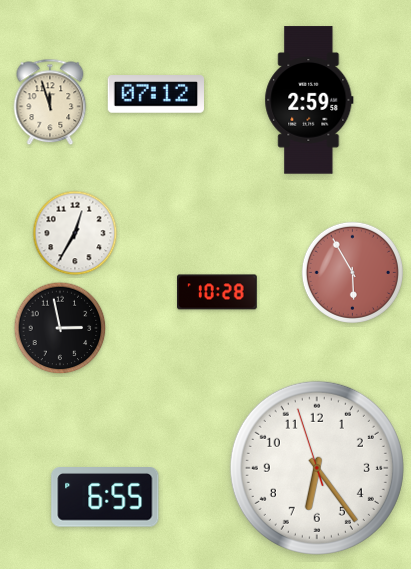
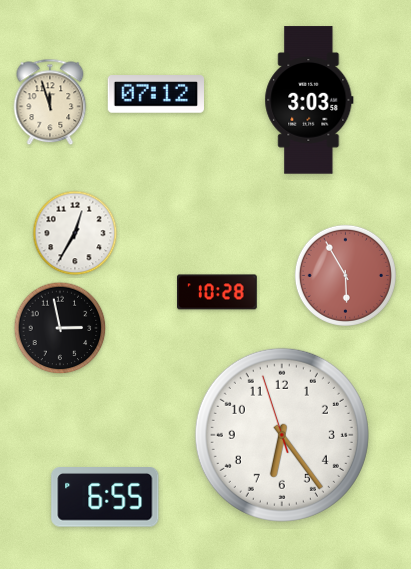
clock at (309, 100): 2:59 -> 3:03
clock at (352, 272) position: (352, 272) -> (345, 275)
clock at (317, 468) position: (317, 468) -> (282, 435)
